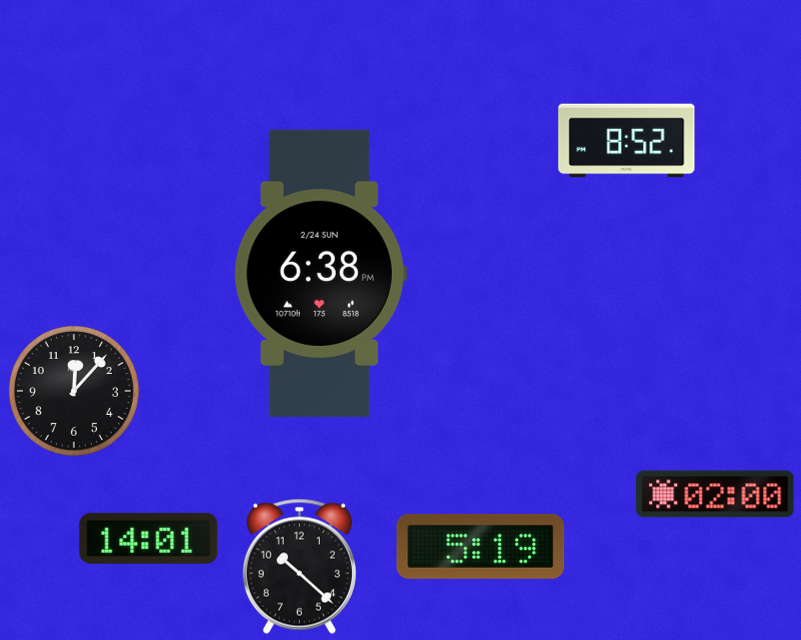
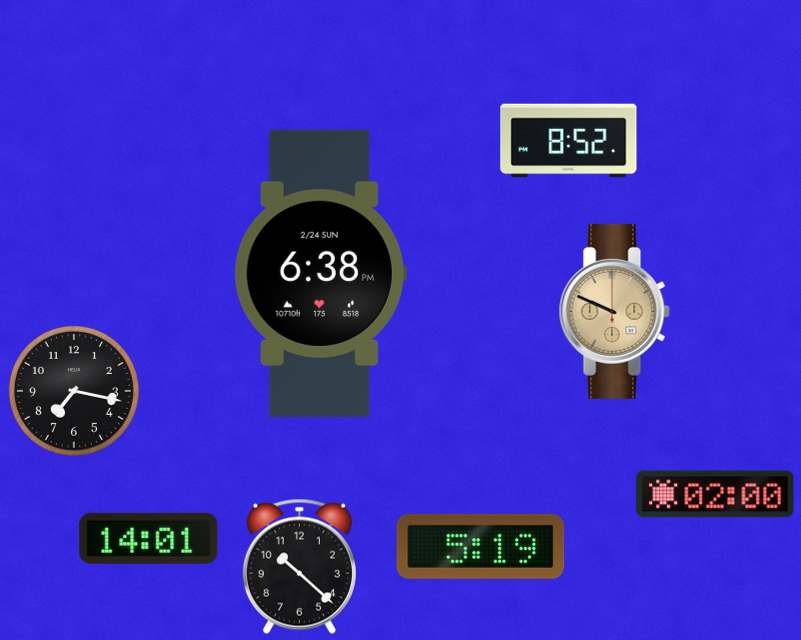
clock at (627, 141) position: (627, 141) -> (569, 141)
clock at (614, 311): none -> 9:49
clock at (74, 391): 12:07 -> 7:17
